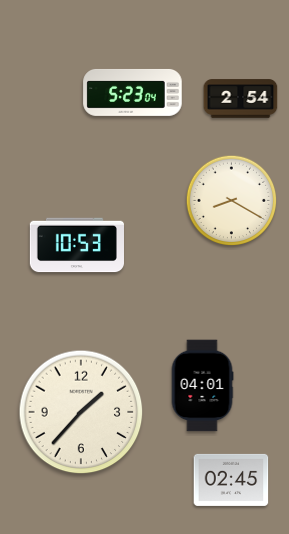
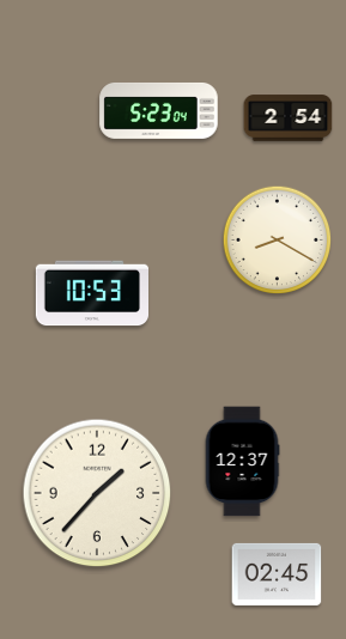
clock at (202, 386): 04:01 -> 12:37
